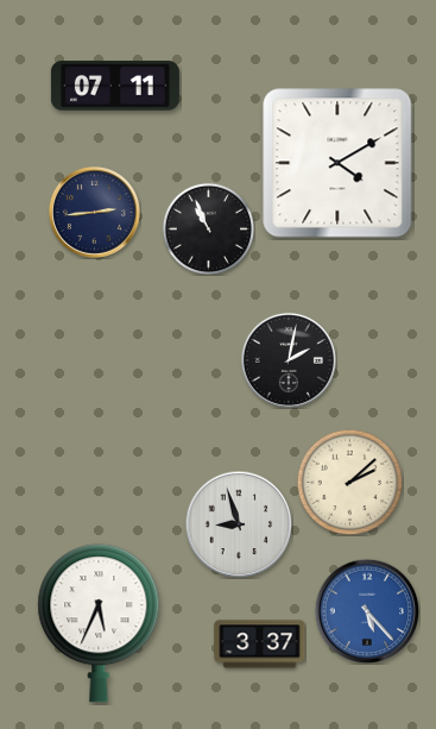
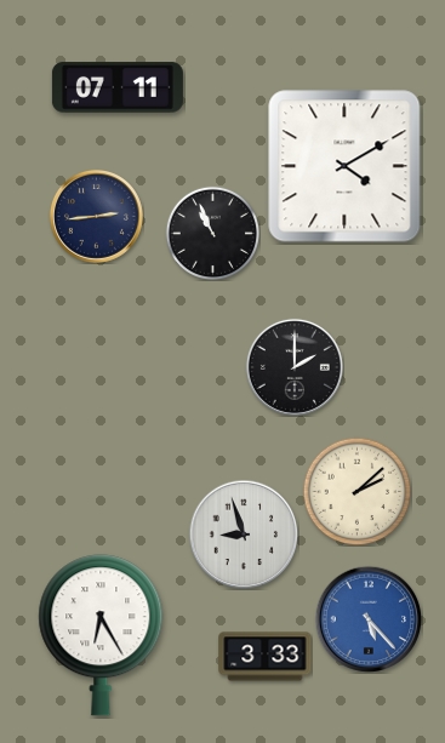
clock at (289, 360): 2:02 -> 2:00
clock at (367, 611) position: (367, 611) -> (369, 619)
clock at (99, 623): 5:34 -> 6:25
clock at (260, 645): 3:37 -> 3:33
